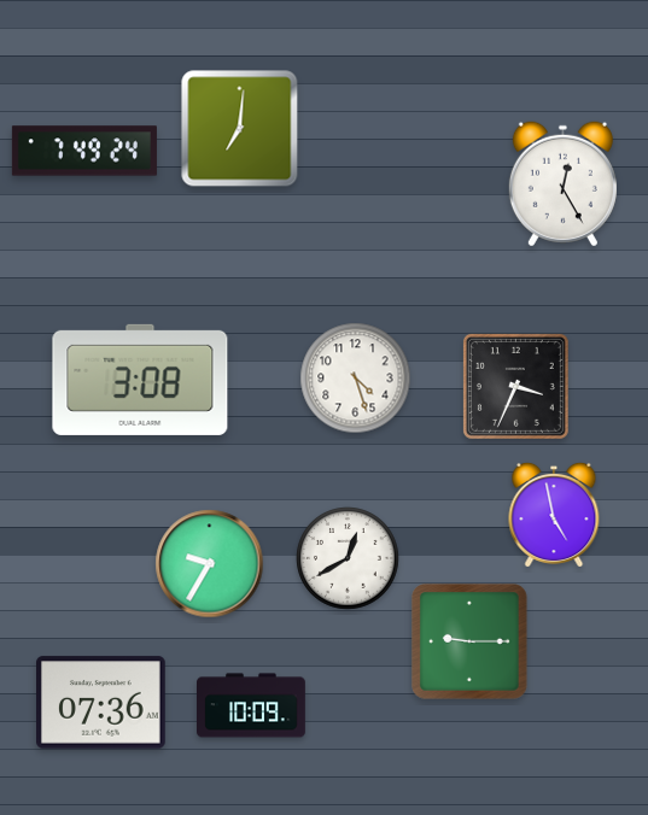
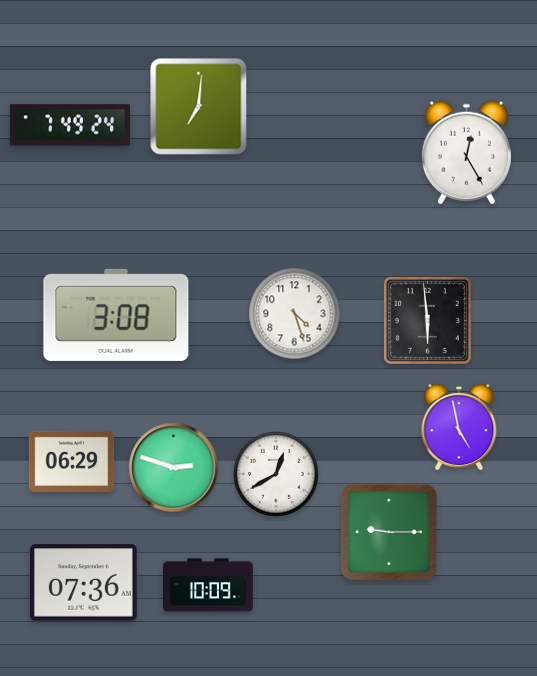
clock at (515, 386): 3:34 -> 5:59
clock at (72, 461): none -> 06:29
clock at (348, 558) position: (348, 558) -> (276, 474)
clock at (210, 564): 9:35 -> 2:48
